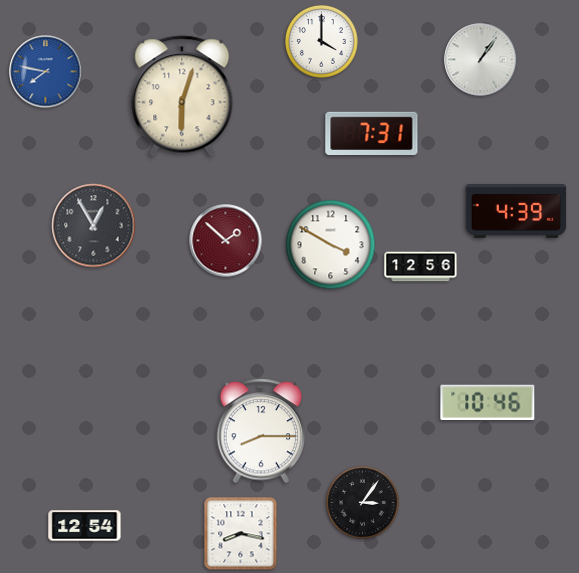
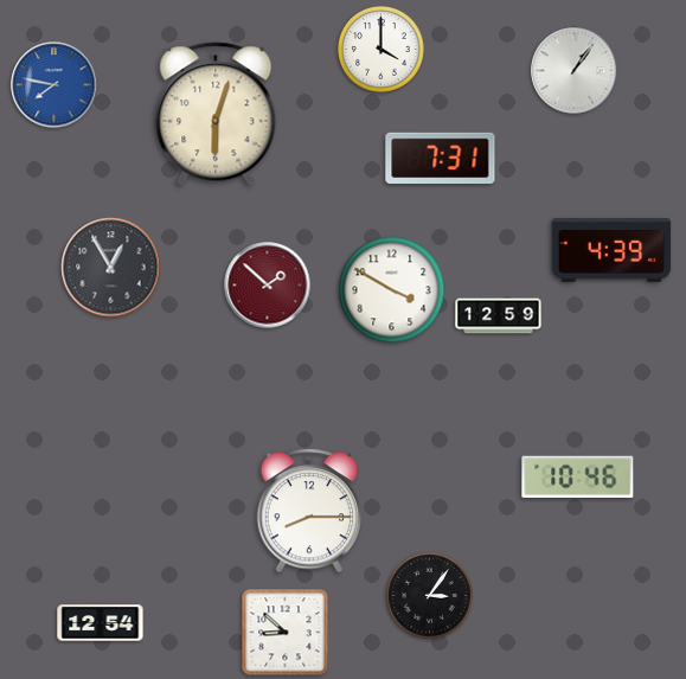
clock at (481, 60) position: (481, 60) -> (575, 71)
clock at (421, 267): 12:56 -> 12:59
clock at (241, 534): 8:17 -> 8:52
